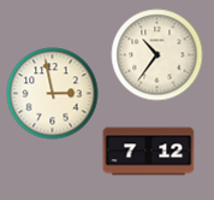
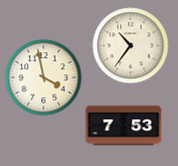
clock at (53, 94): 2:58 -> 3:58
clock at (149, 152): 7:12 -> 7:53
